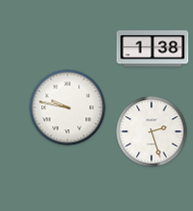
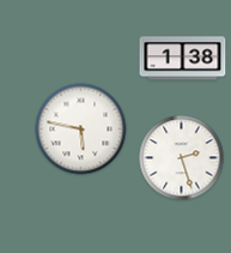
clock at (68, 108): 9:47 -> 5:47
